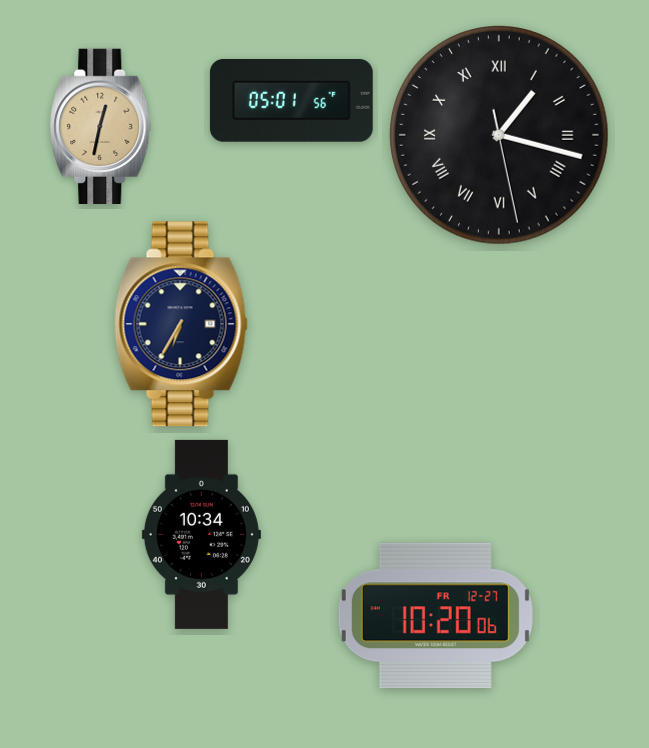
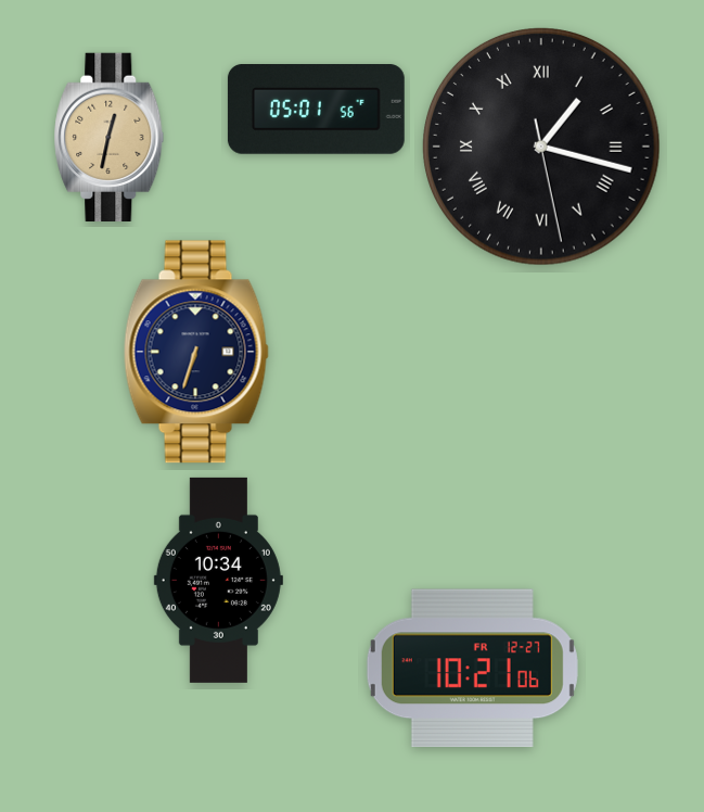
clock at (181, 324): 6:35 -> 6:33
clock at (435, 616): 10:20 -> 10:21
